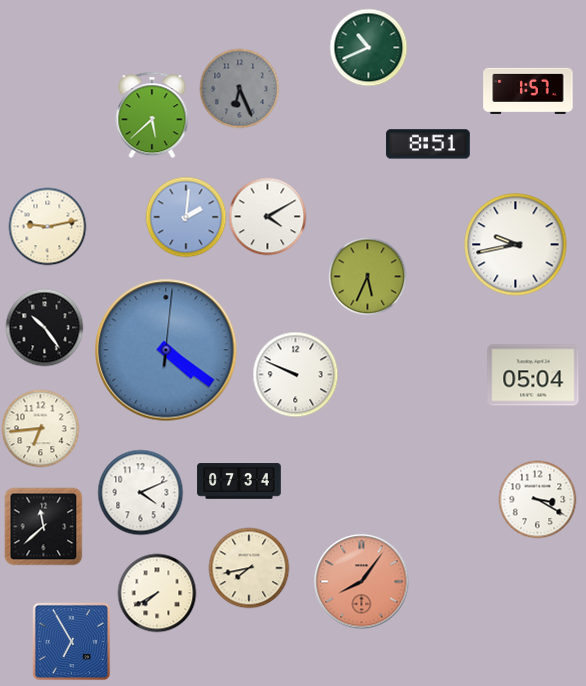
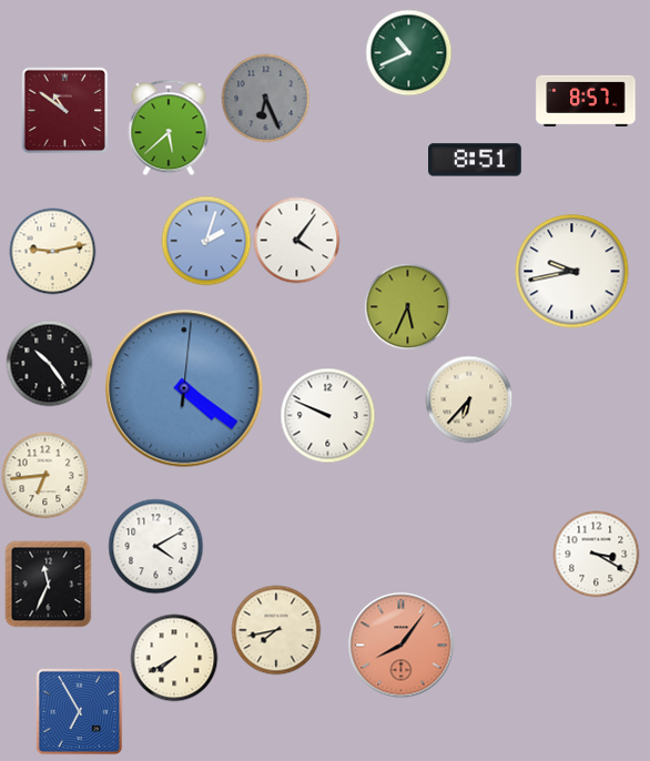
clock at (528, 91): 1:57 -> 8:57
clock at (64, 110): none -> 10:51
clock at (267, 216): 4:10 -> 4:06
clock at (186, 217): 2:01 -> 2:03
clock at (469, 399): none -> 6:37
clock at (533, 375): 05:04 -> none
clock at (239, 481): 07:34 -> none
clock at (140, 492): 4:11 -> 4:10
clock at (43, 526): 11:38 -> 11:34
